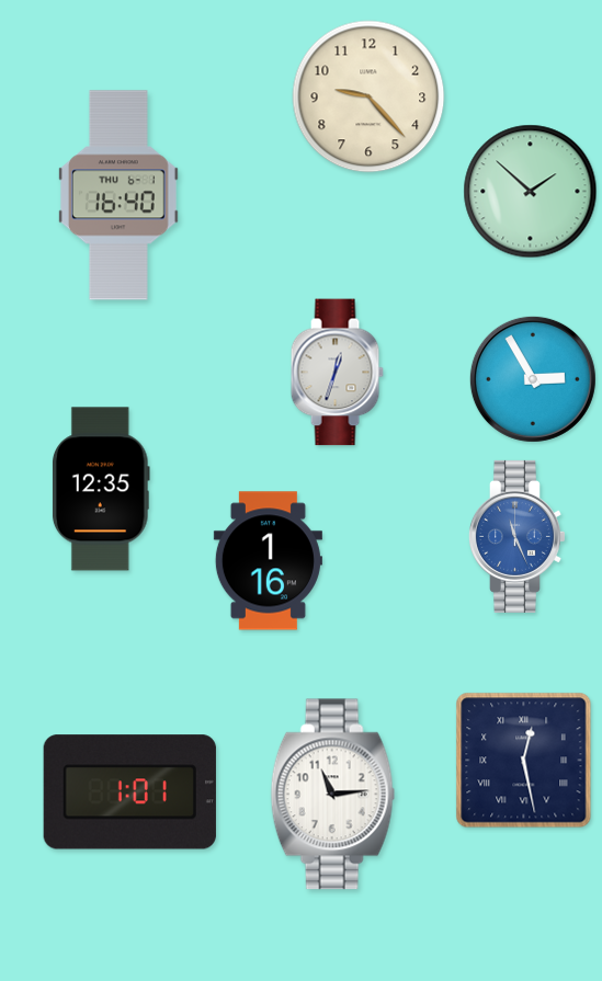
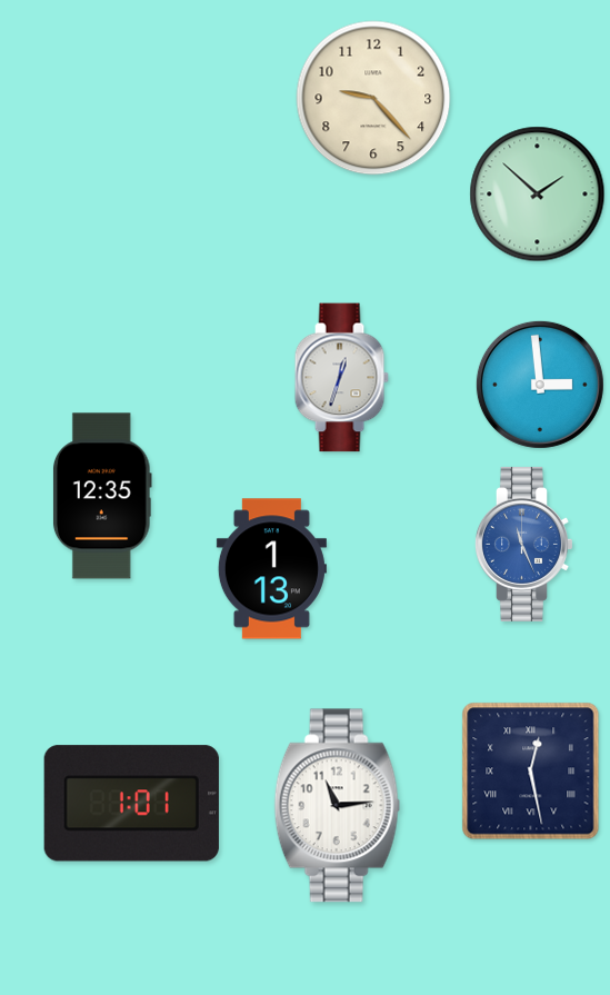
clock at (118, 195): 16:40 -> none
clock at (533, 379): 2:55 -> 2:59
clock at (268, 561): 1:16 -> 1:13
